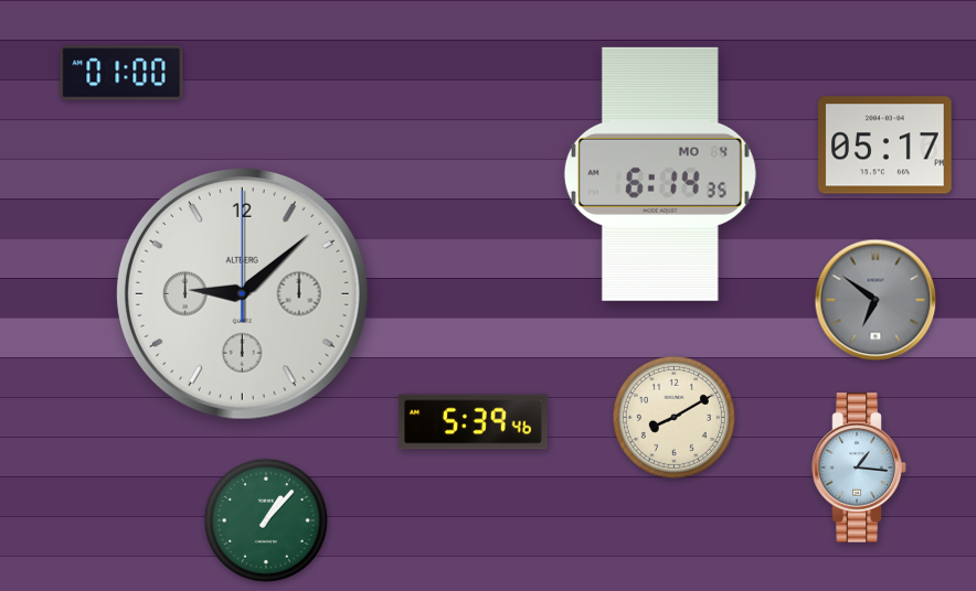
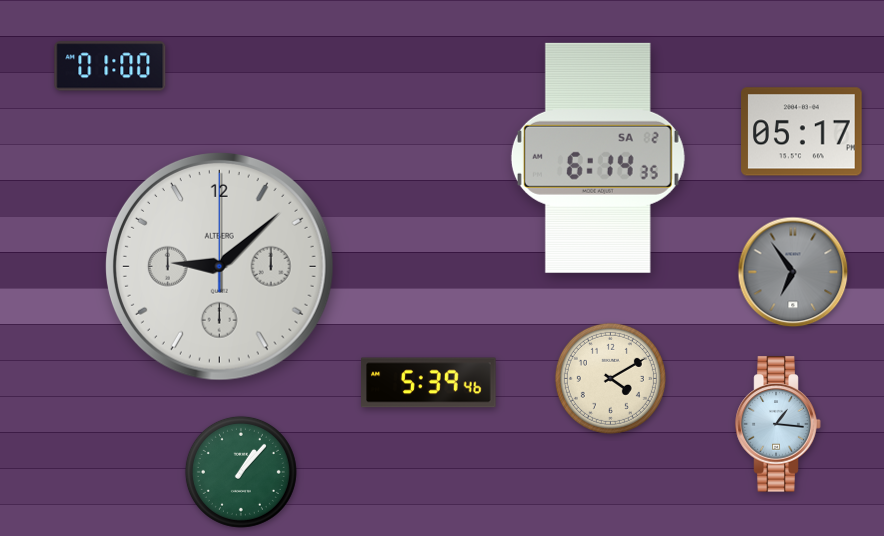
clock at (660, 174) date: MO 4 -> SA 2
clock at (876, 300): 6:51 -> 6:54
clock at (673, 417): 8:10 -> 4:10
